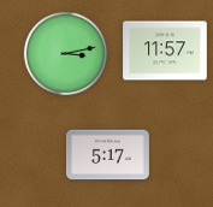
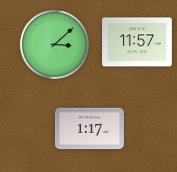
clock at (66, 54): 3:13 -> 3:08
clock at (107, 155): 5:17 -> 1:17
